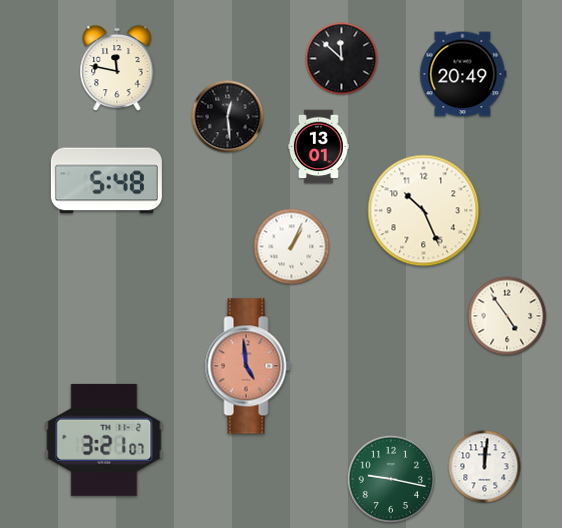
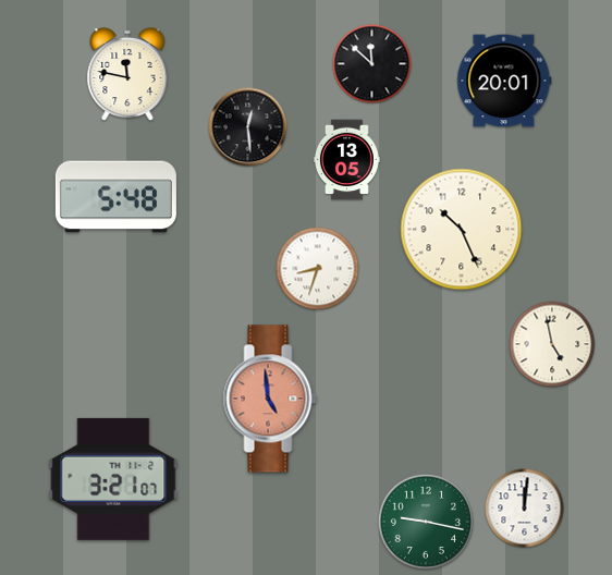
clock at (463, 74): 20:49 -> 20:01
clock at (318, 147): 13:01 -> 13:05
clock at (292, 247): 1:04 -> 8:33
clock at (507, 316): 4:54 -> 4:58
clock at (485, 467) position: (485, 467) -> (525, 509)
